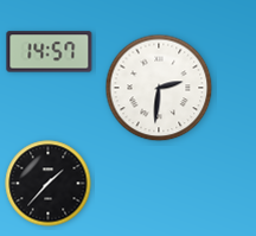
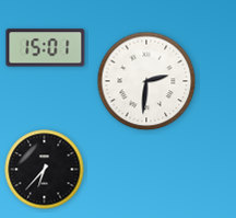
clock at (50, 52): 14:57 -> 15:01
clock at (49, 184): 1:37 -> 6:37
